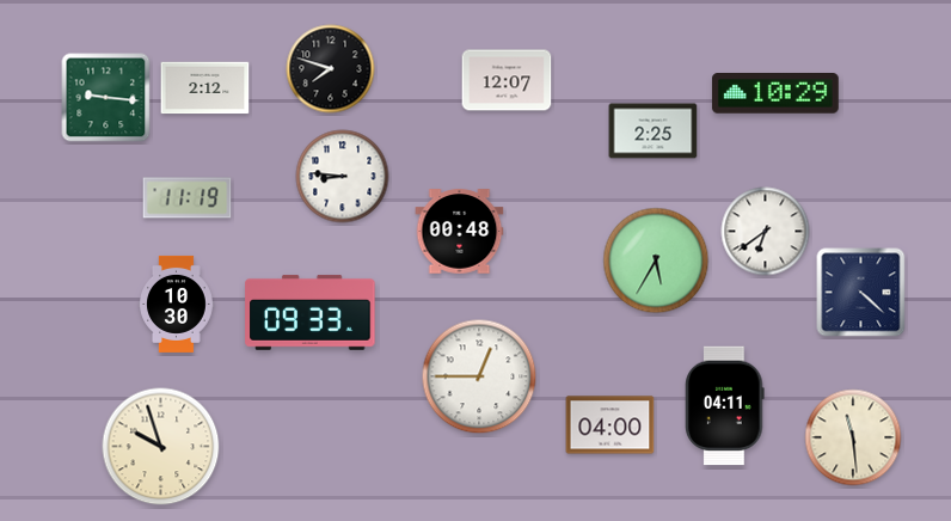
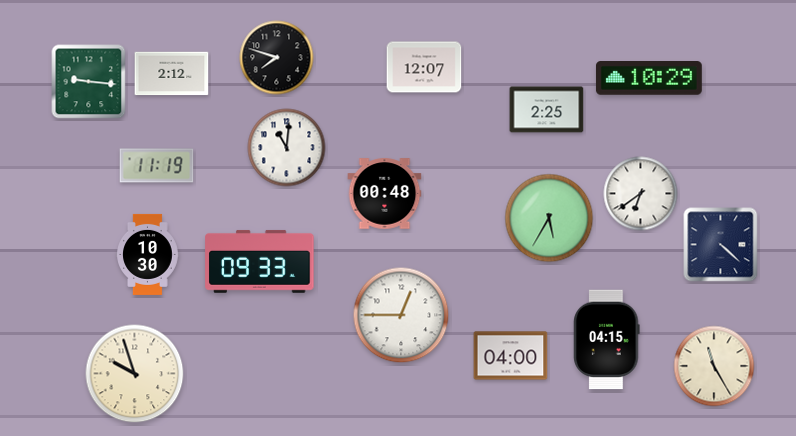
clock at (343, 177): 8:46 -> 11:01
clock at (725, 406): 04:11 -> 04:15
clock at (853, 437): 11:29 -> 11:25
